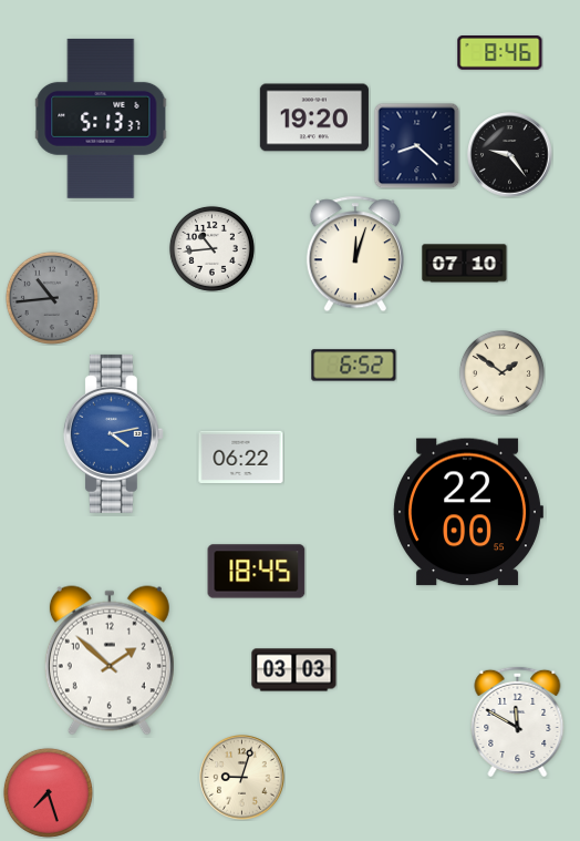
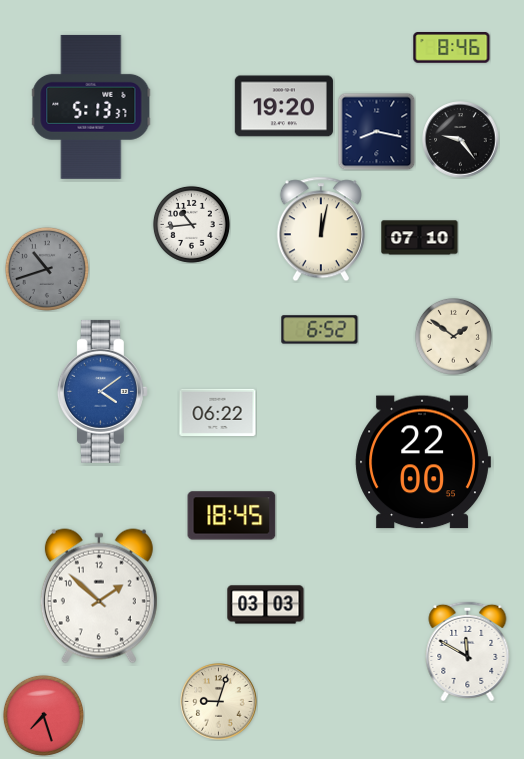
clock at (416, 145): 8:22 -> 8:17
clock at (355, 254): 12:03 -> 12:02
clock at (52, 298): 10:44 -> 10:42
clock at (113, 433): 4:13 -> 4:09
